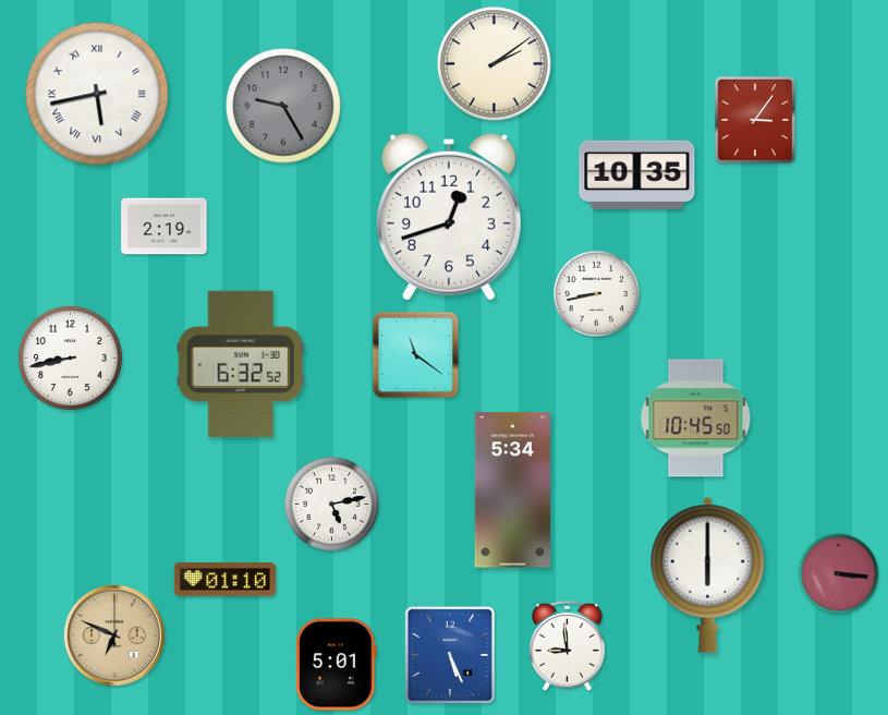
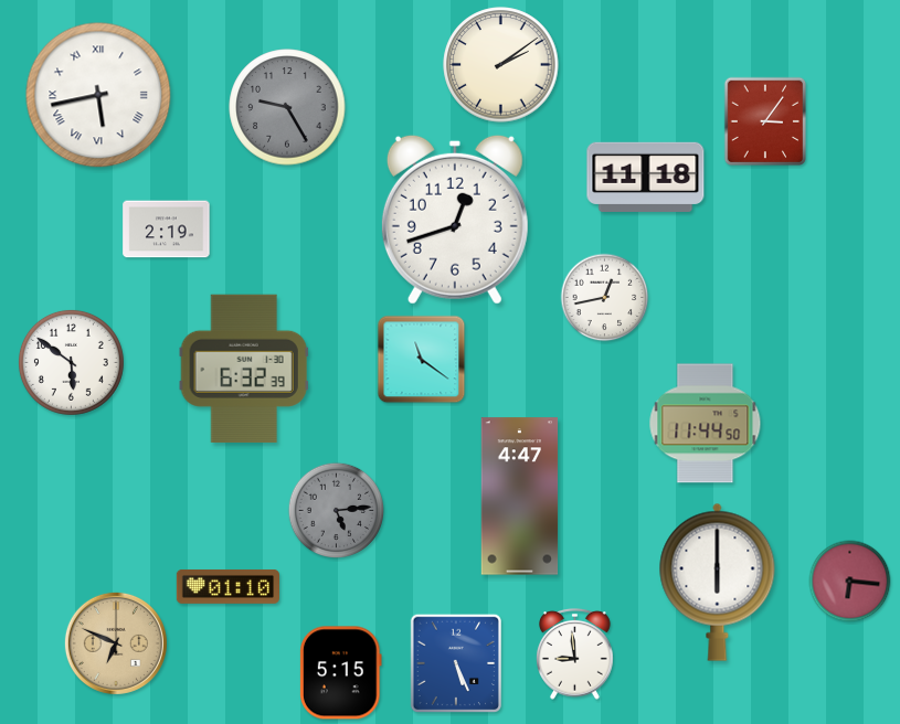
clock at (637, 174): 10:35 -> 11:18
clock at (597, 294): 8:43 -> 12:43
clock at (70, 357): 8:43 -> 5:51
clock at (241, 363): 6:32:52 -> 6:32:39
clock at (696, 419): 10:45 -> 11:44
clock at (513, 490): 5:34 -> 4:47
clock at (331, 504): 5:13 -> 5:14
clock at (331, 504) dial: white -> grey
clock at (839, 574): 3:16 -> 6:16
clock at (337, 665): 5:01 -> 5:15
